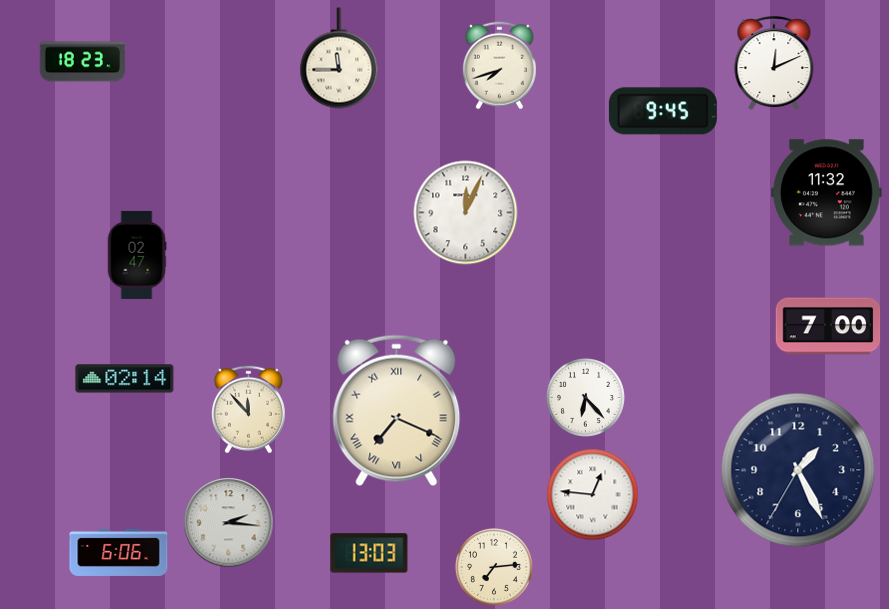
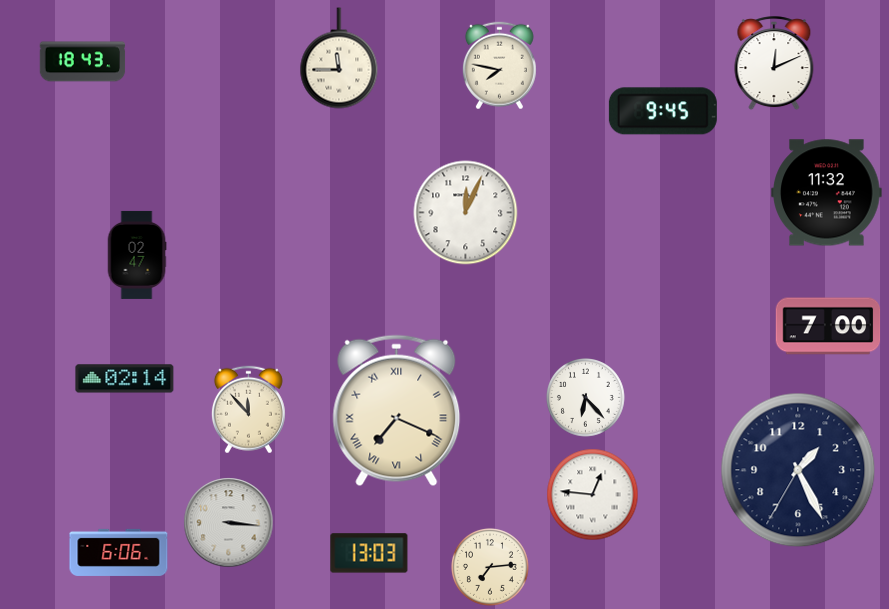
clock at (83, 62): 18:23 -> 18:43
clock at (499, 66): 7:42 -> 7:47
clock at (229, 523): 2:16 -> 3:16
clock at (494, 567) position: (494, 567) -> (490, 567)
